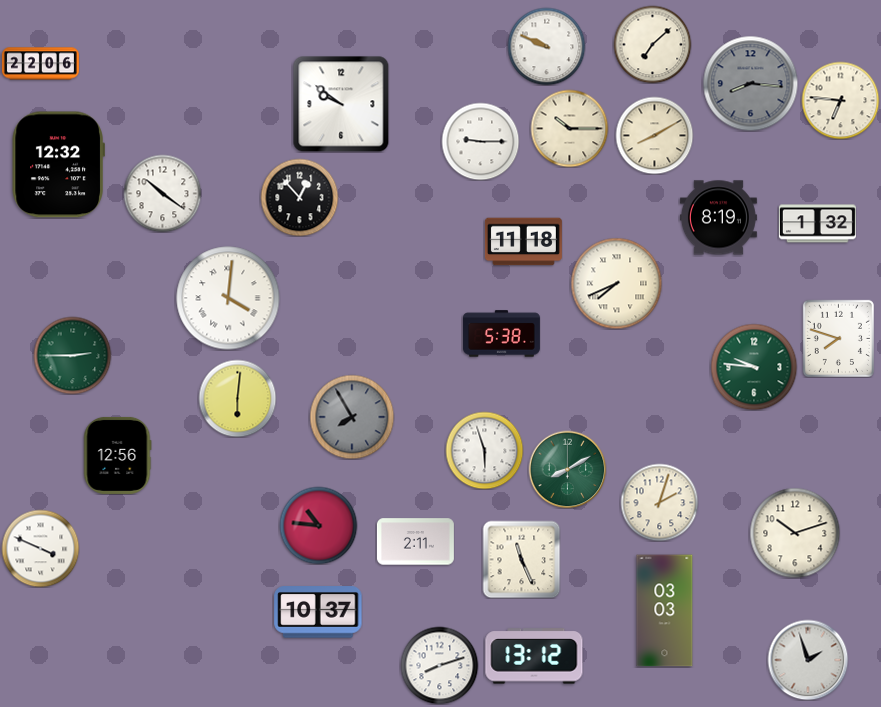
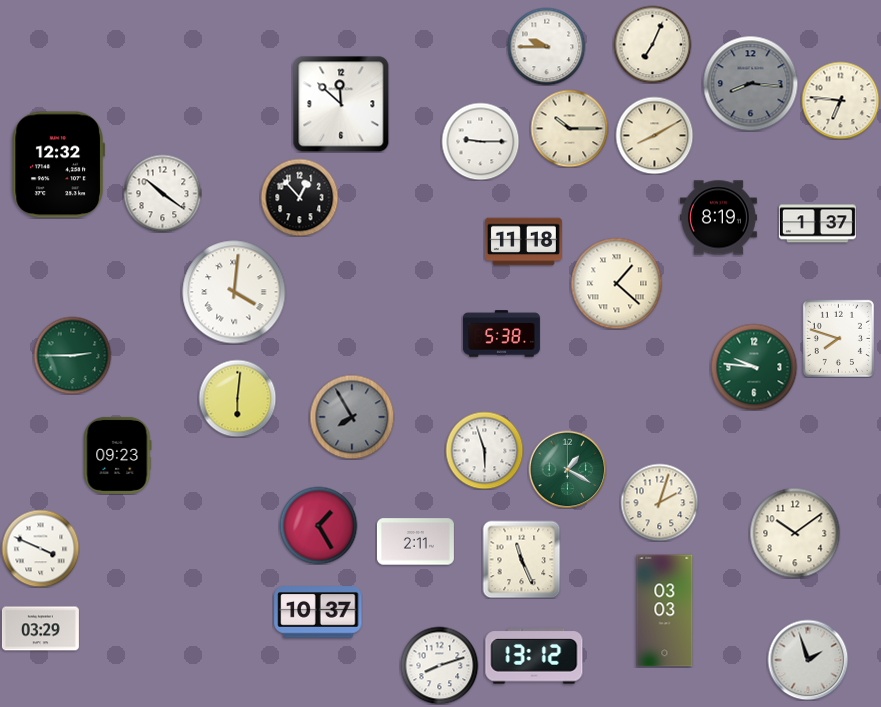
clock at (652, 44): 7:08 -> 7:04
clock at (546, 46): 9:49 -> 9:45
clock at (40, 64): 22:06 -> none
clock at (341, 104): 9:51 -> 11:52
clock at (817, 224): 1:32 -> 1:37
clock at (616, 283): 7:41 -> 1:22
clock at (228, 298) position: (228, 298) -> (234, 292)
clock at (118, 455): 12:56 -> 09:23
clock at (567, 469): 8:10 -> 1:20
clock at (318, 525): 10:46 -> 1:25
clock at (795, 533): 10:12 -> 10:09
clock at (40, 629): none -> 03:29
